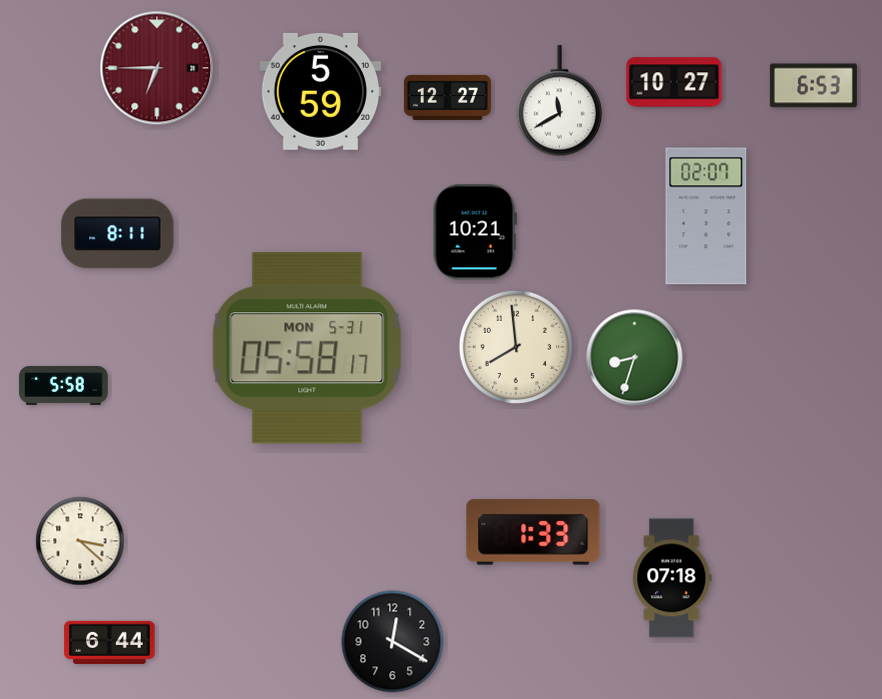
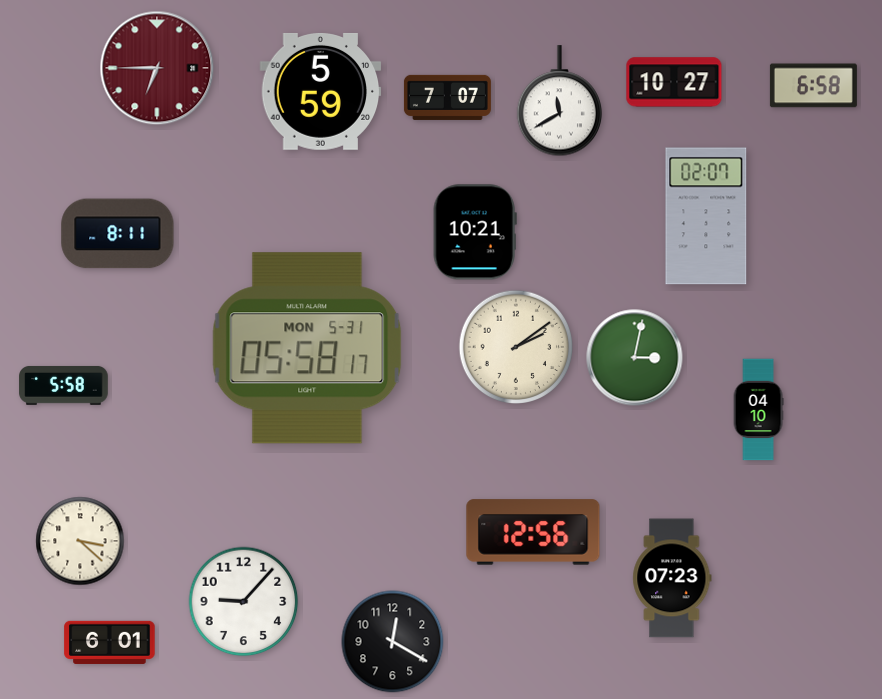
clock at (813, 86): 6:53 -> 6:58
clock at (447, 97): 12:27 -> 7:07
clock at (515, 346): 7:59 -> 2:09
clock at (635, 358): 8:33 -> 3:02
clock at (758, 410): none -> 04:10
clock at (533, 532): 1:33 -> 12:56
clock at (672, 578): 07:18 -> 07:23
clock at (244, 602): none -> 9:07
clock at (110, 642): 6:44 -> 6:01
